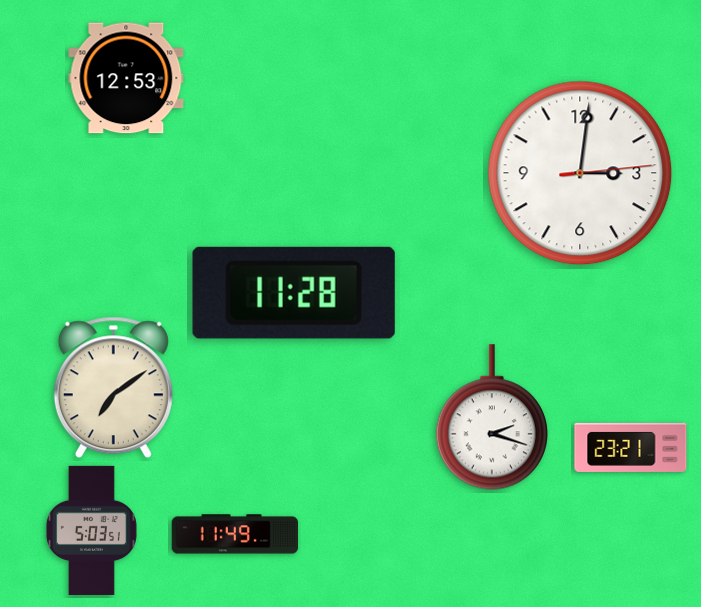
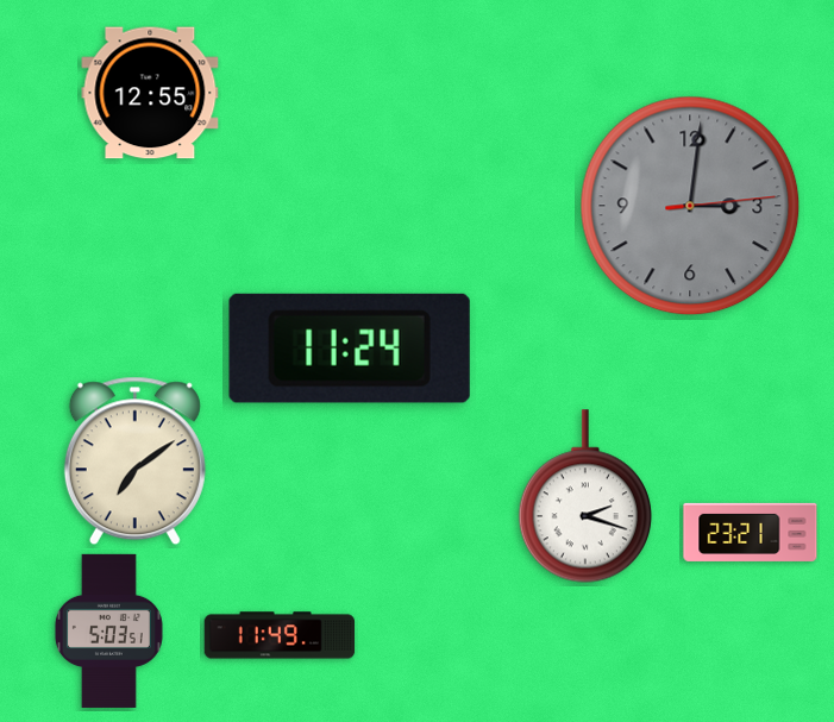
clock at (126, 78): 12:53 -> 12:55
clock at (580, 173) dial: white -> grey
clock at (294, 293): 11:28 -> 11:24
